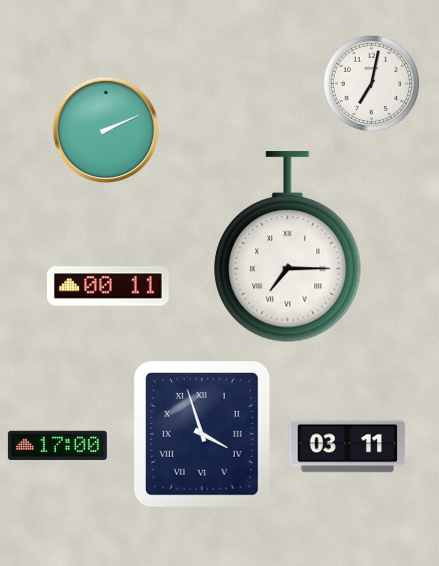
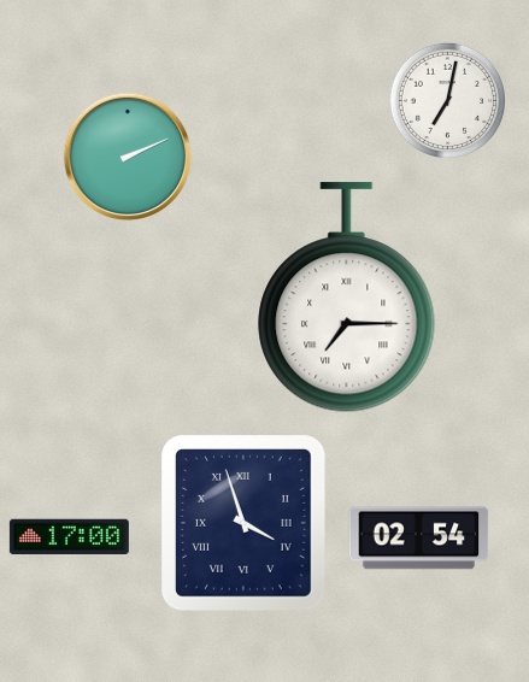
clock at (108, 286): 00:11 -> none
clock at (348, 447): 03:11 -> 02:54
